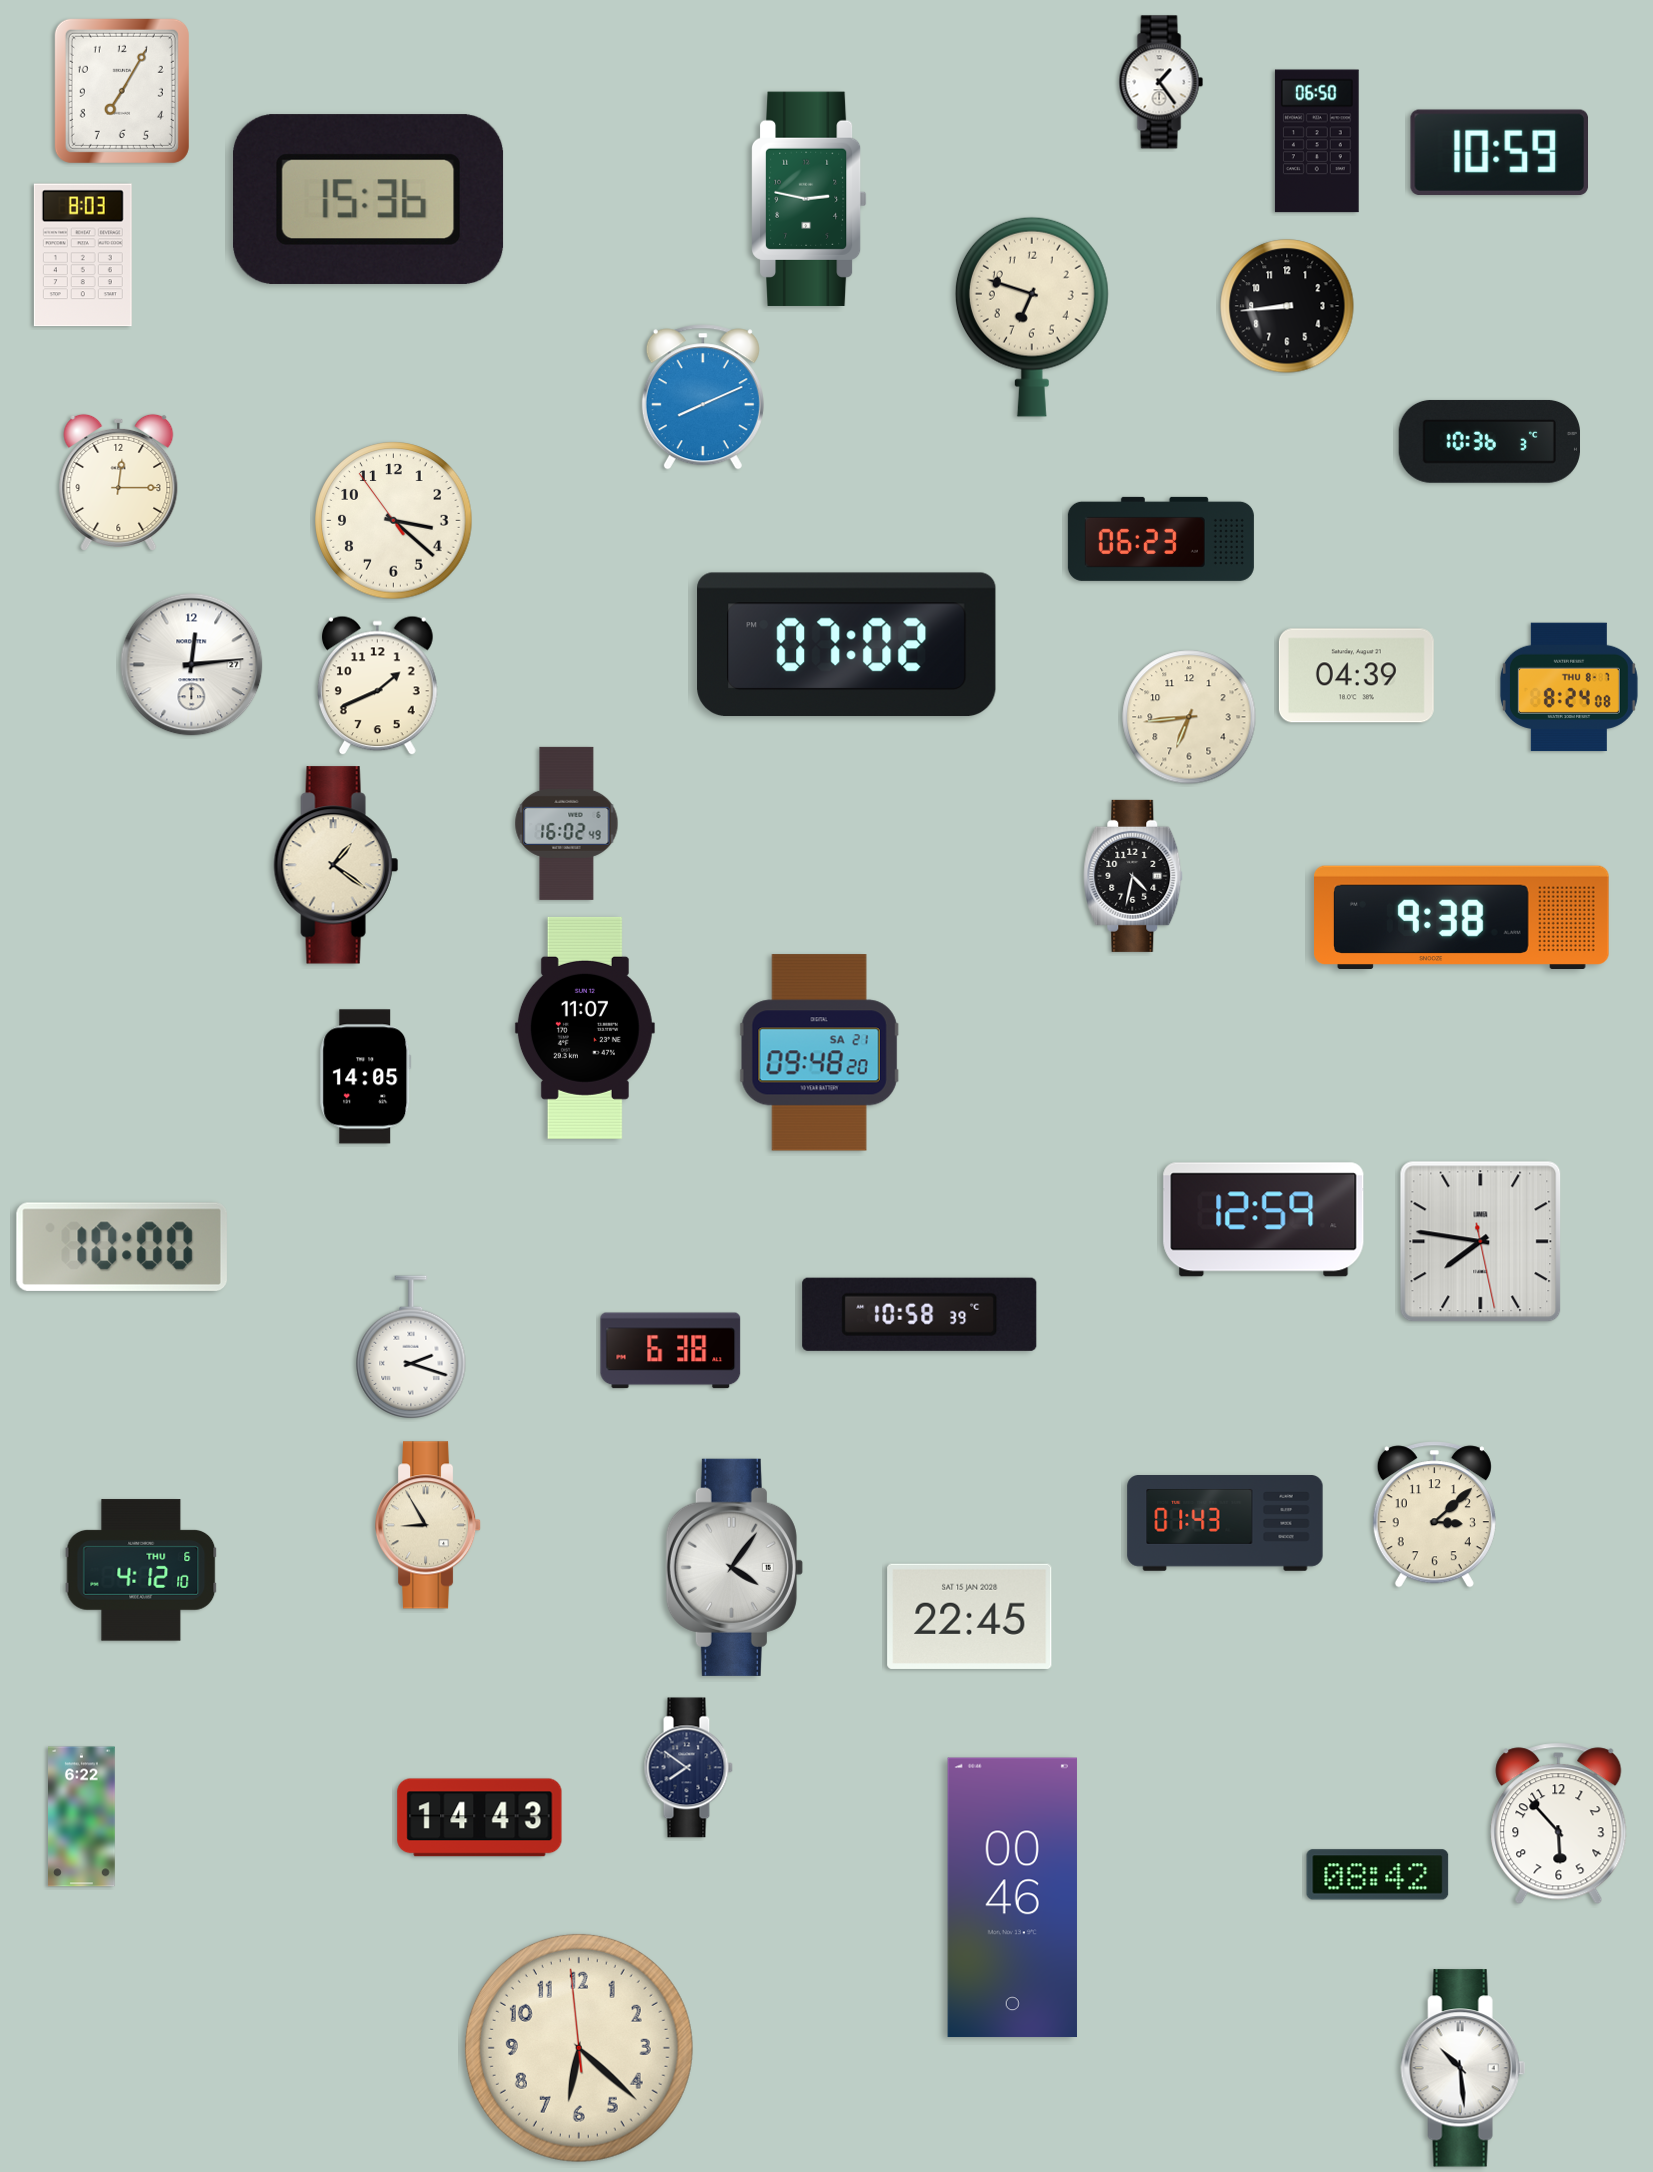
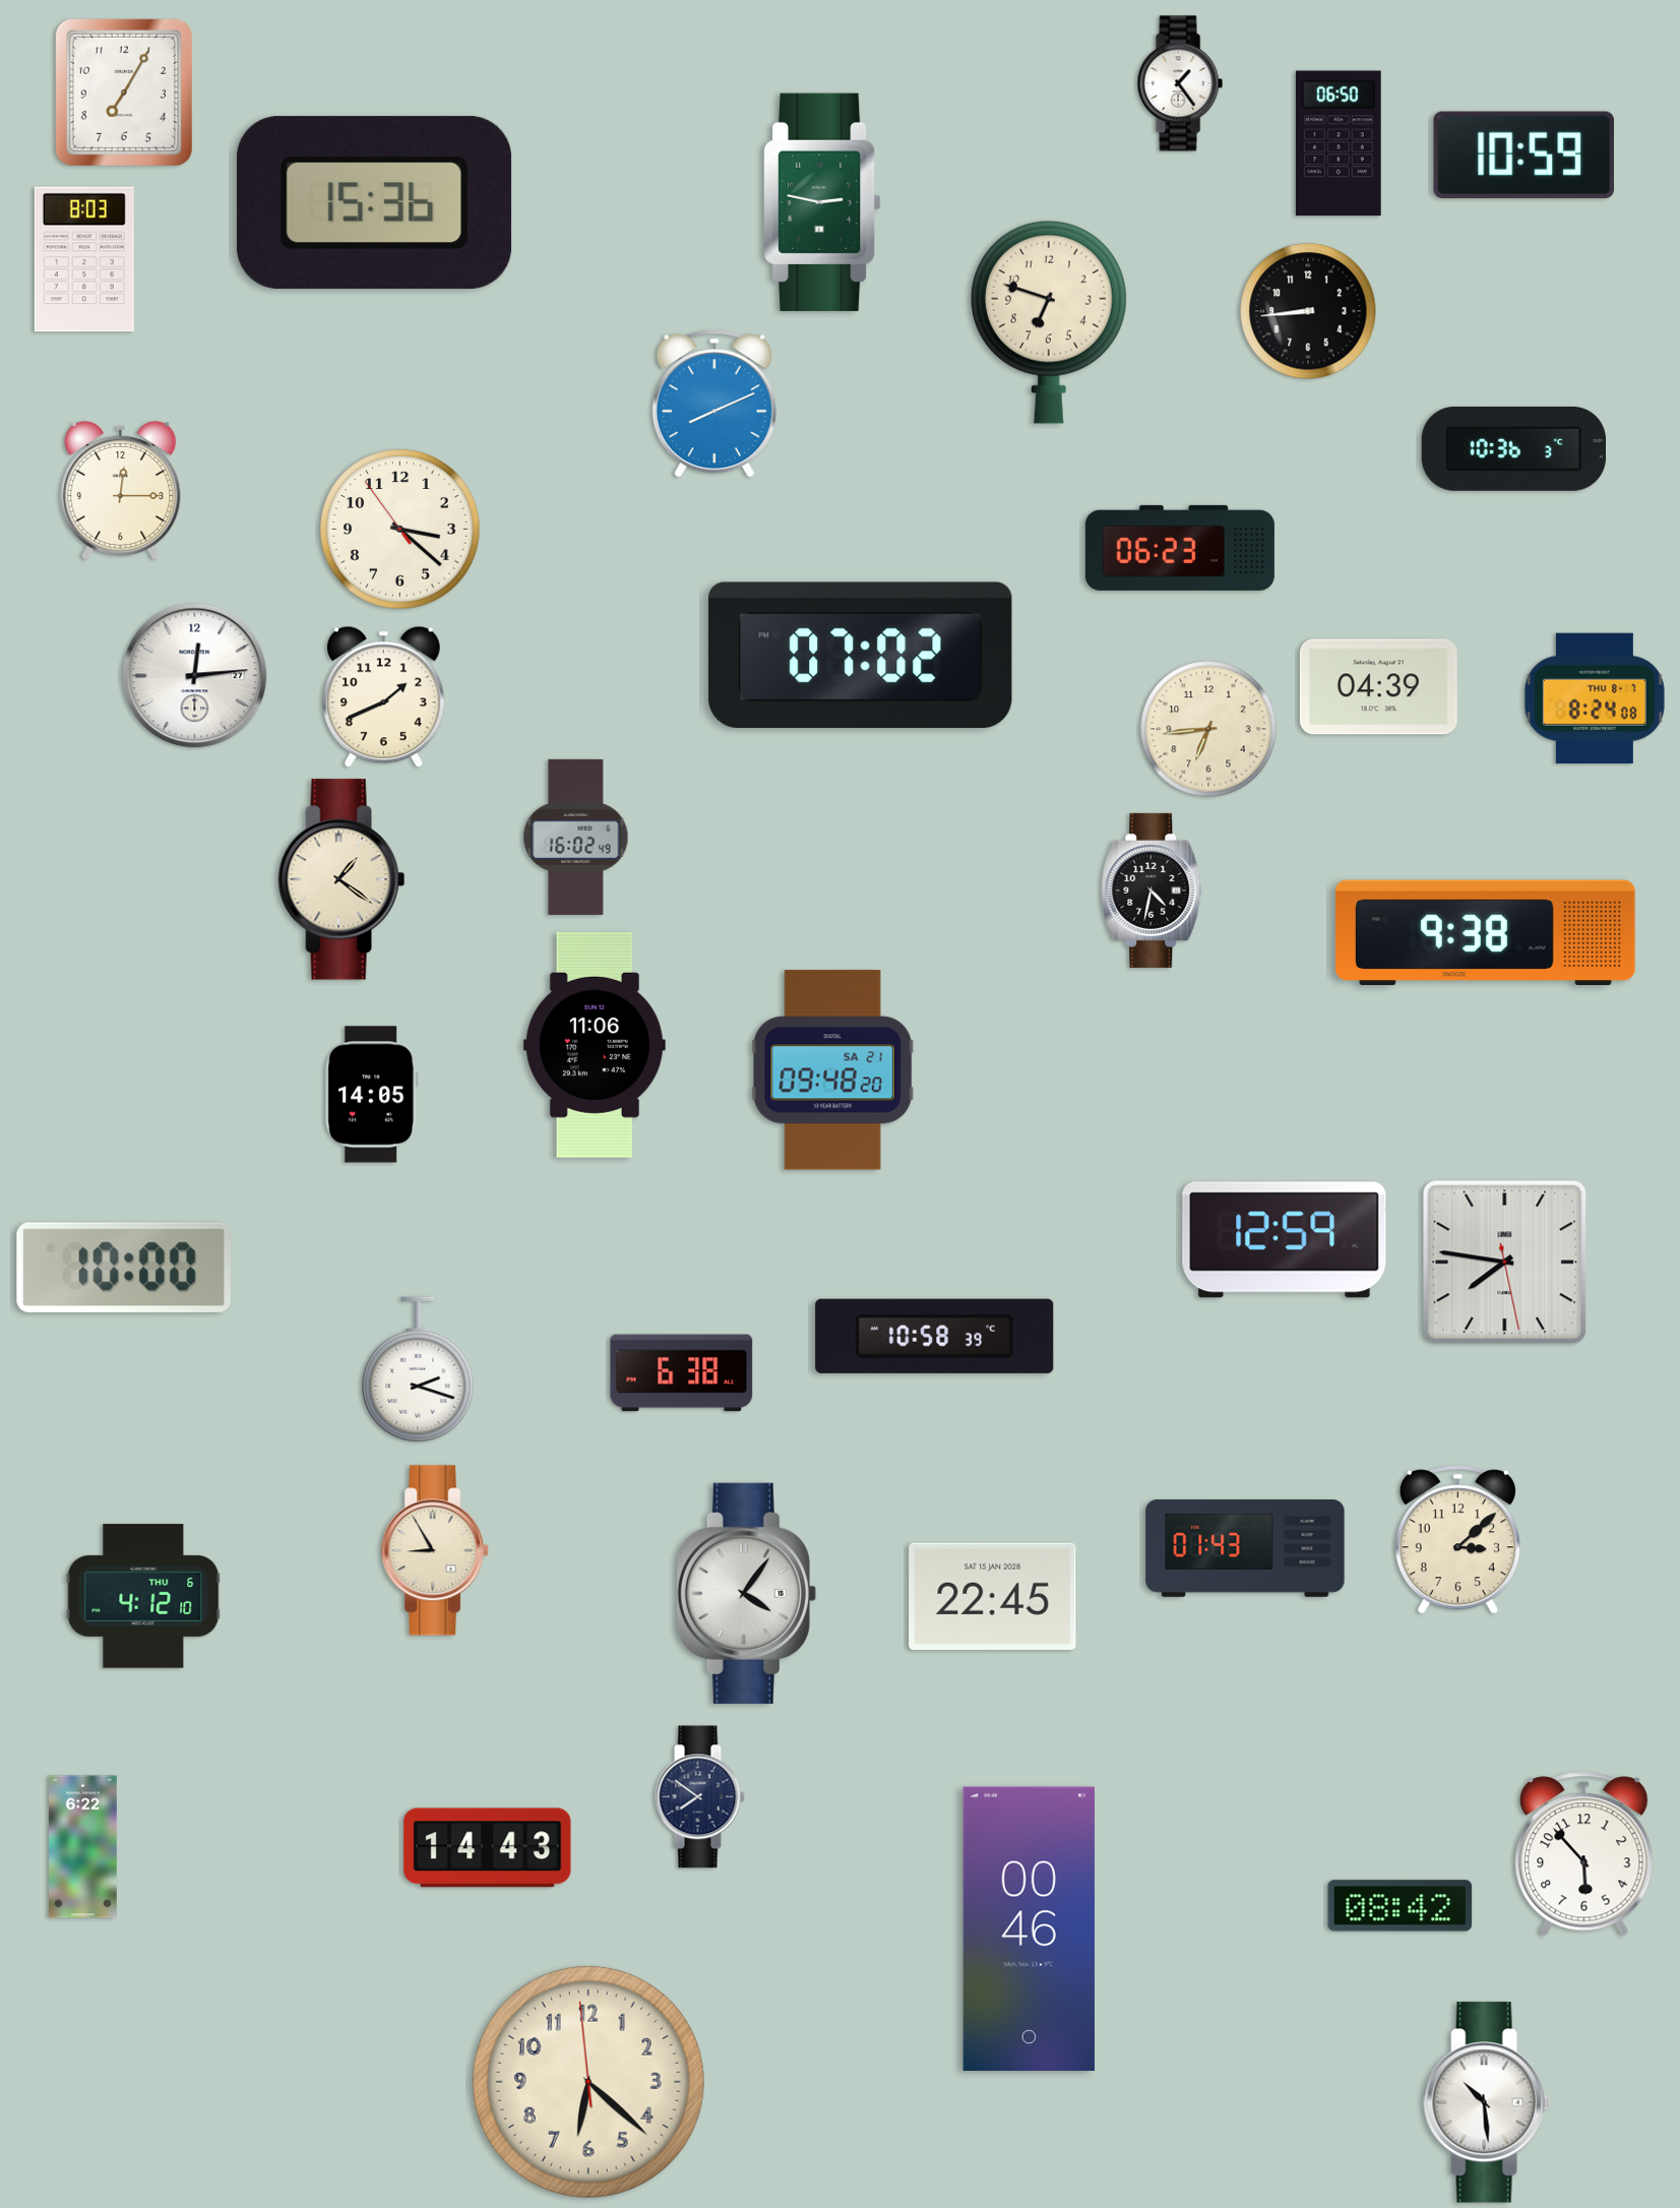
clock at (585, 1028): 11:07 -> 11:06
clock at (970, 1616) position: (970, 1616) -> (993, 1596)
